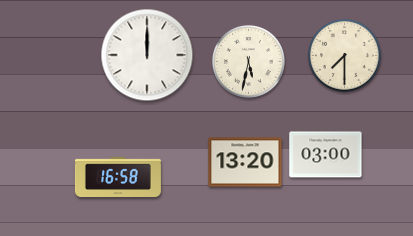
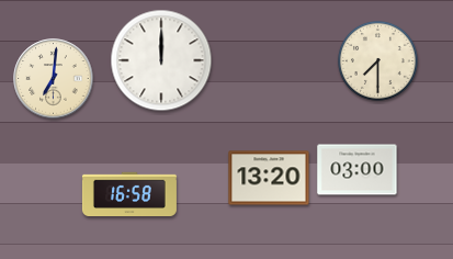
clock at (248, 61): 5:32 -> none
clock at (54, 79): none -> 7:01
